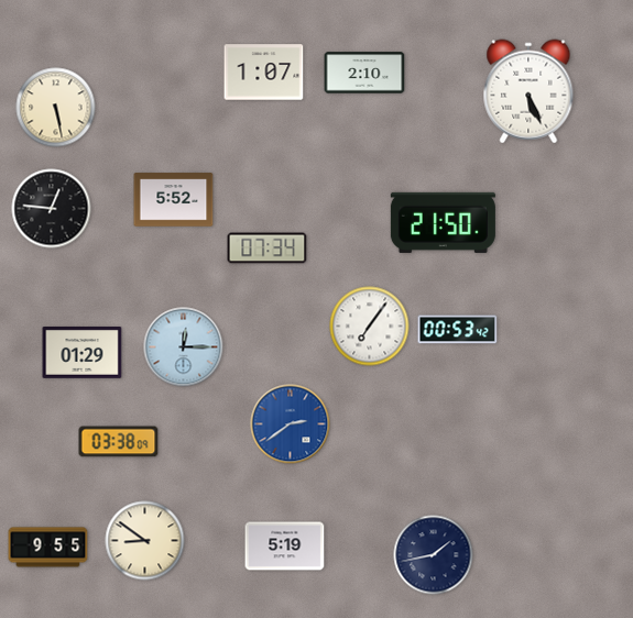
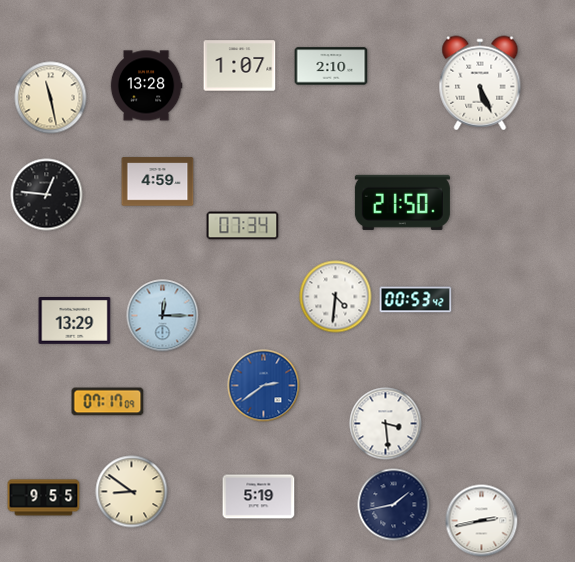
clock at (146, 86): none -> 13:28
clock at (56, 108): 5:28 -> 11:28
clock at (174, 200): 5:52 -> 4:59
clock at (52, 209) position: (52, 209) -> (47, 195)
clock at (370, 327): 7:06 -> 4:31
clock at (184, 347) position: (184, 347) -> (163, 316)
clock at (83, 353): 01:29 -> 13:29
clock at (119, 442): 03:38 -> 07:17
clock at (386, 424): none -> 3:29
clock at (482, 521): none -> 2:43
